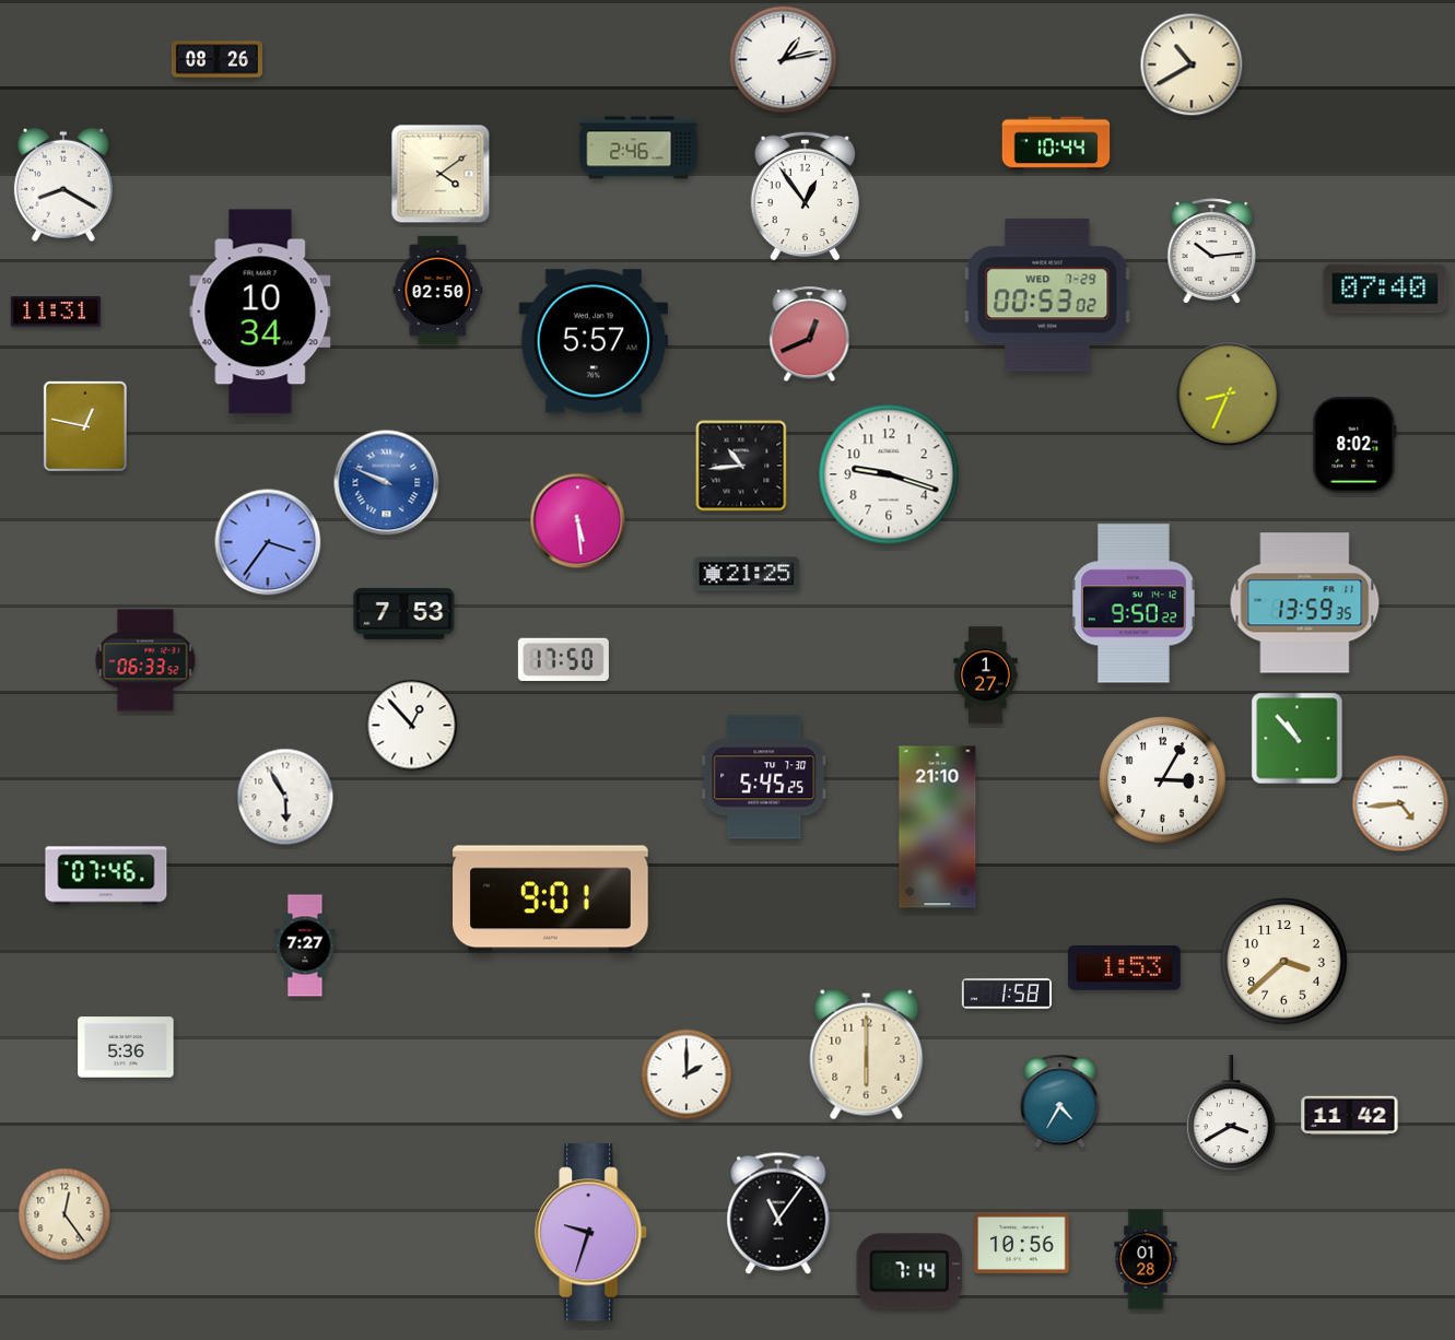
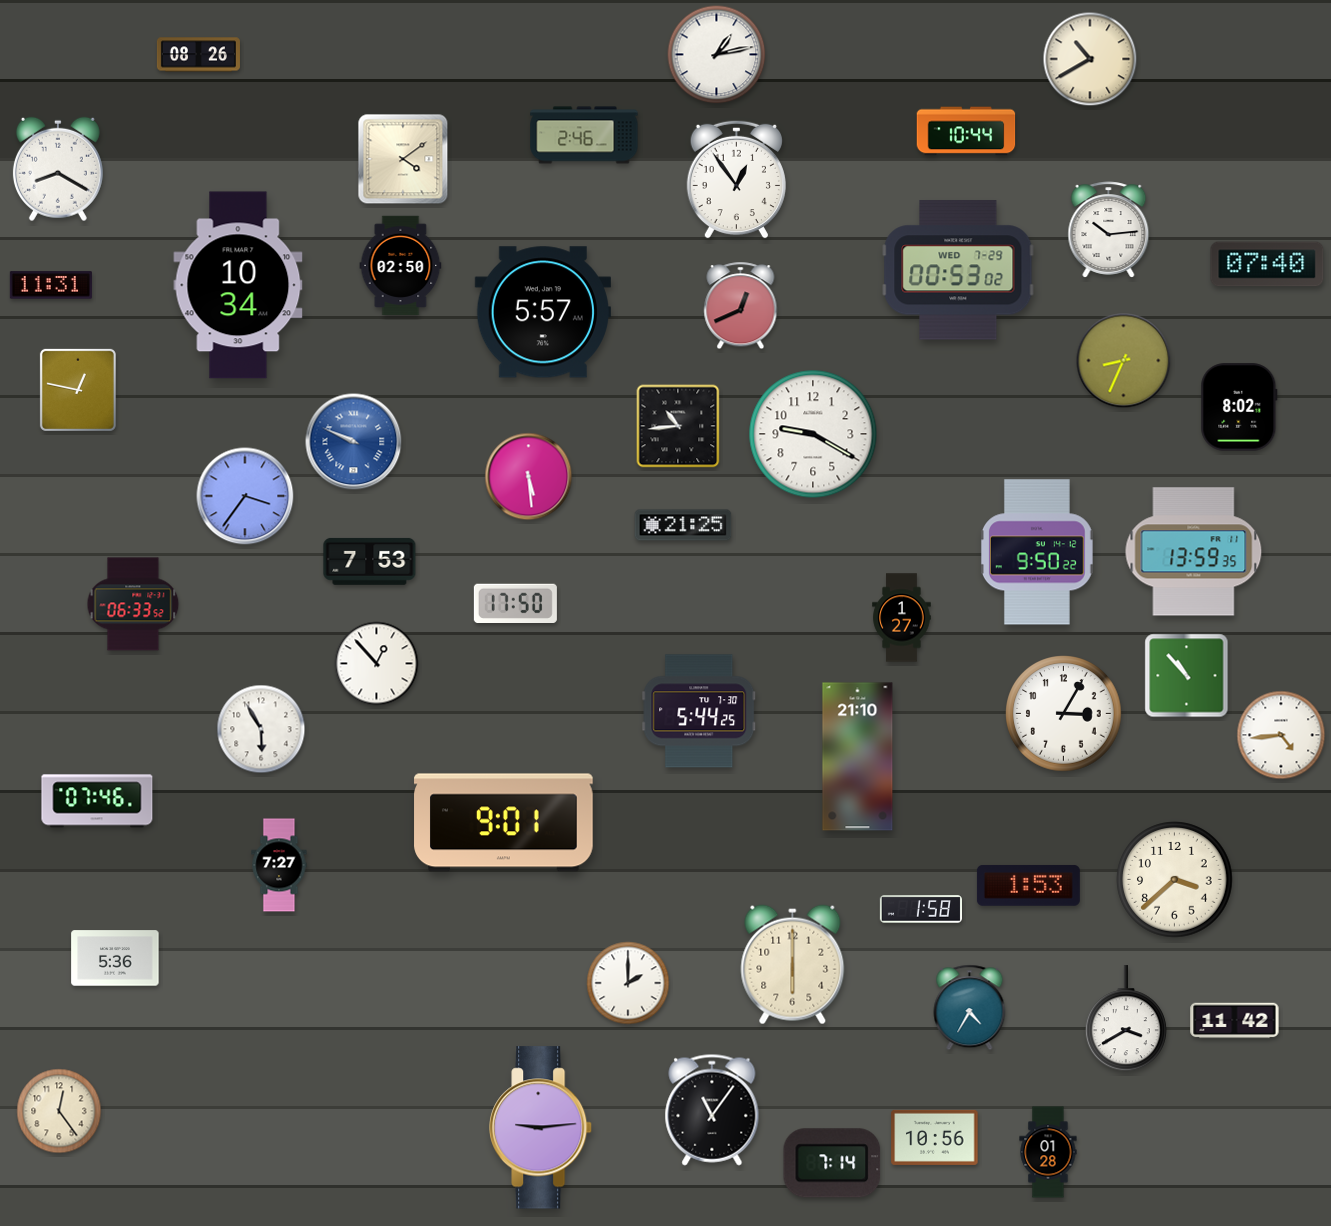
clock at (889, 474): 9:18 -> 9:20
clock at (764, 777): 5:45 -> 5:44
clock at (592, 1233): 9:33 -> 9:14
